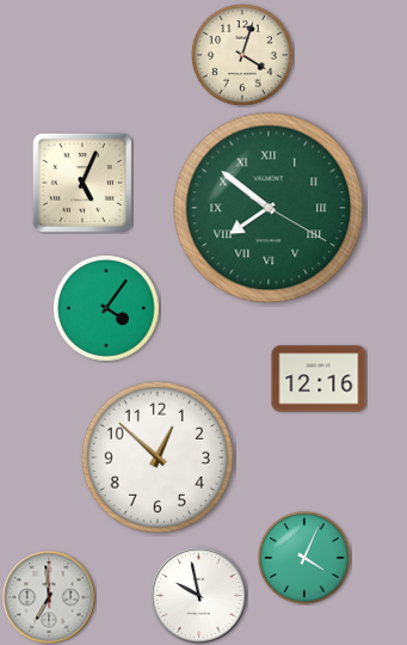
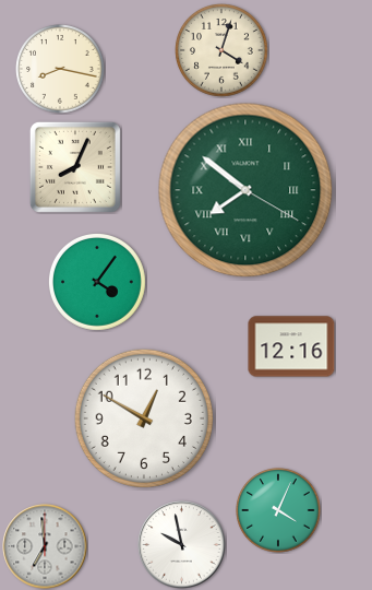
clock at (60, 69): none -> 8:17
clock at (82, 183): 5:04 -> 8:04
clock at (158, 457): 12:52 -> 12:50
